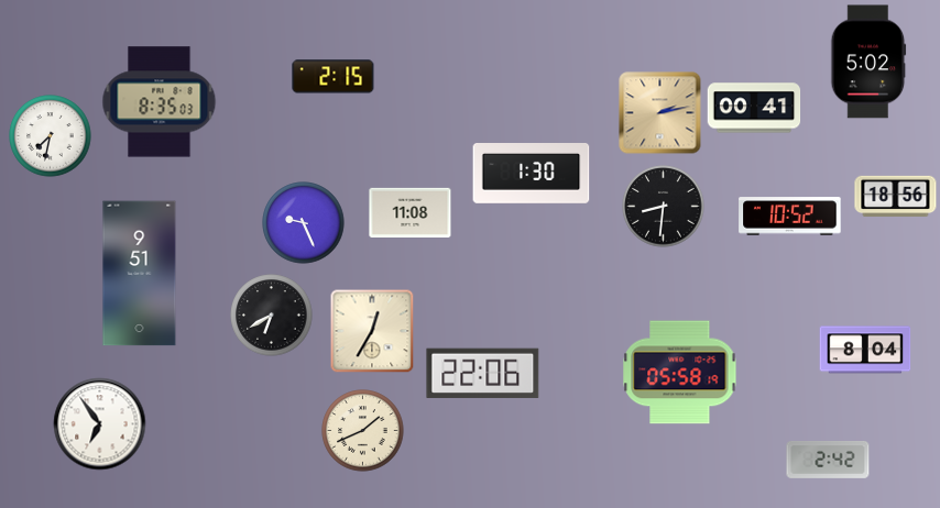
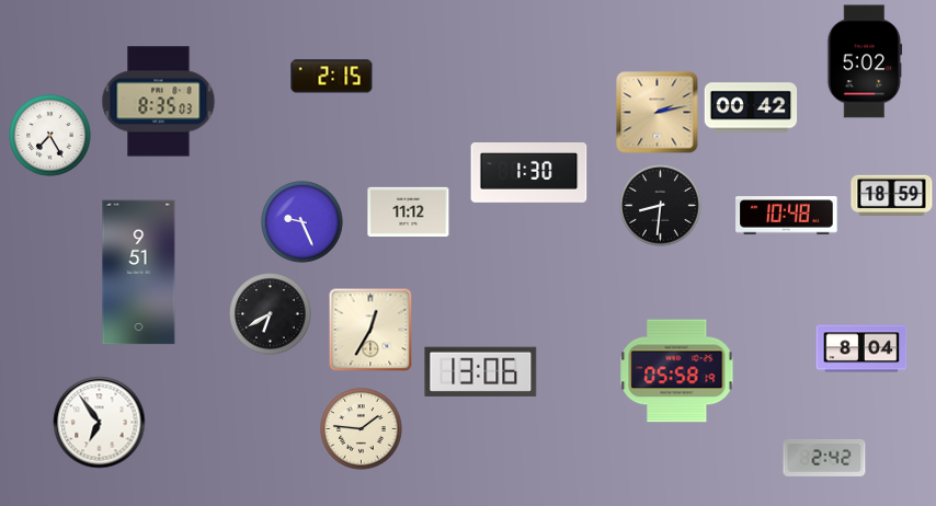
clock at (754, 108): 00:41 -> 00:42
clock at (51, 136): 7:32 -> 7:25
clock at (896, 197): 18:56 -> 18:59
clock at (411, 212): 11:08 -> 11:12
clock at (790, 217): 10:52 -> 10:48
clock at (483, 373): 22:06 -> 13:06
clock at (363, 431): 1:41 -> 1:46
